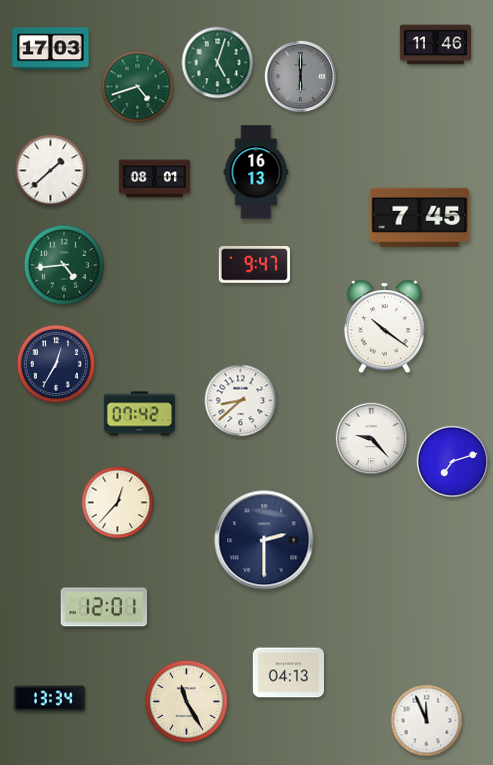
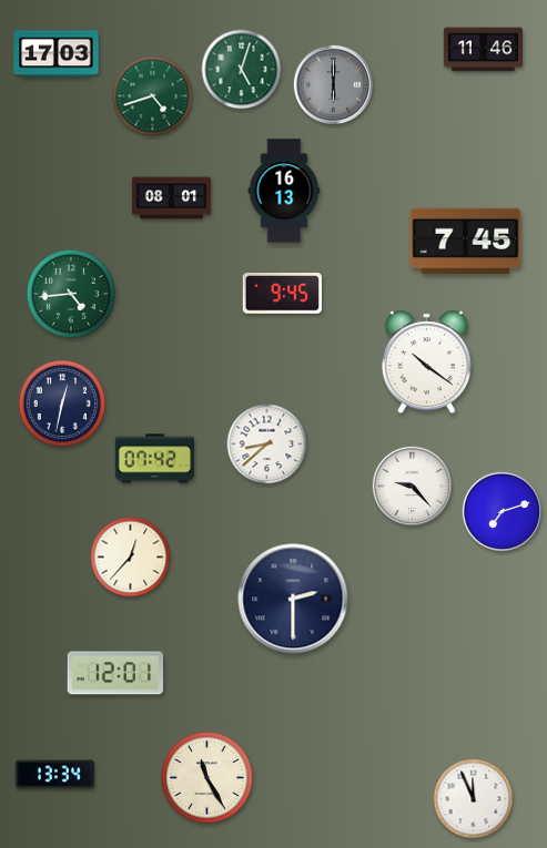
clock at (51, 171): 1:38 -> none
clock at (254, 265): 9:47 -> 9:45
clock at (56, 364): 12:35 -> 12:32
clock at (288, 673): 04:13 -> none
